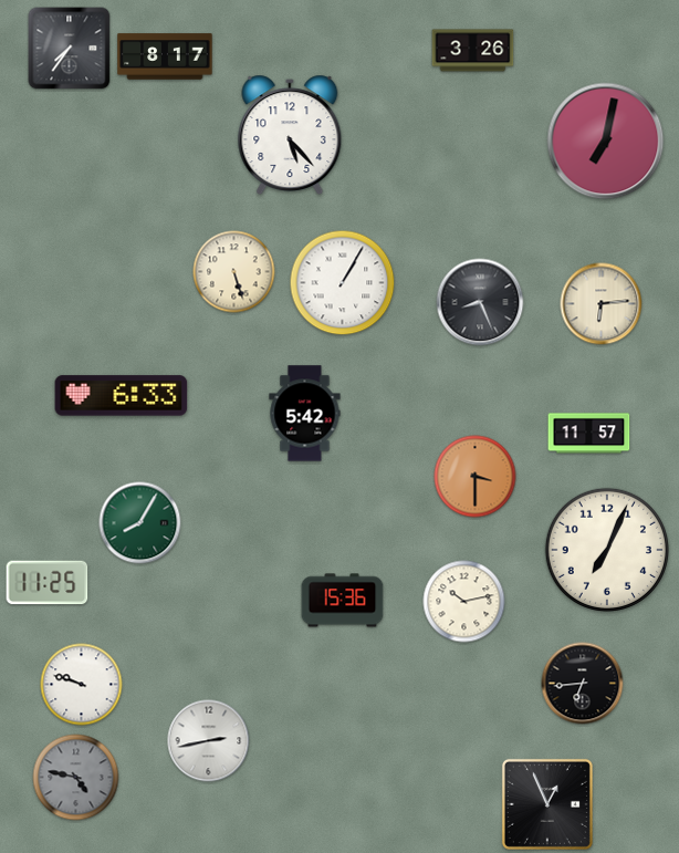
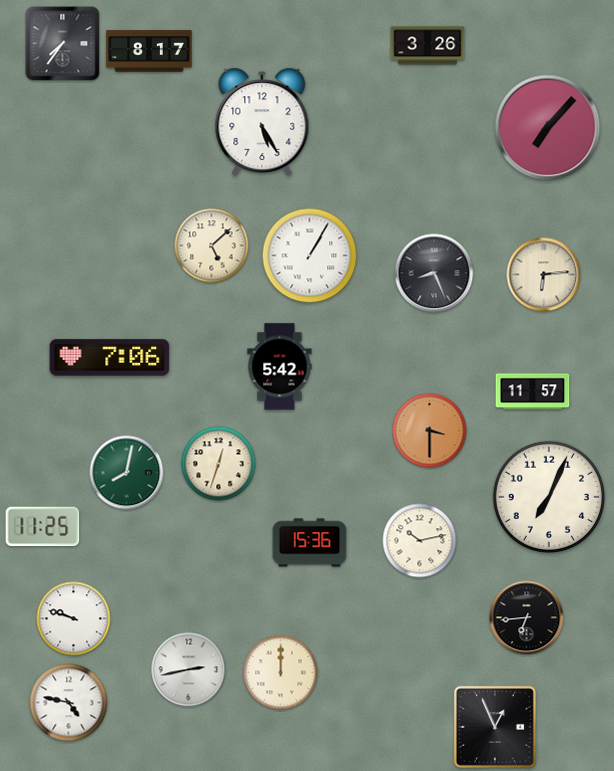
clock at (290, 135): 5:23 -> 5:25
clock at (606, 142): 7:02 -> 7:07
clock at (234, 272): 5:27 -> 5:08
clock at (122, 396): 6:33 -> 7:06
clock at (305, 414) position: (305, 414) -> (280, 367)
clock at (219, 464): none -> 12:33
clock at (140, 523): 8:05 -> 8:02
clock at (464, 602) position: (464, 602) -> (420, 541)
clock at (281, 673): none -> 12:00
clock at (76, 778) dial: grey -> white
